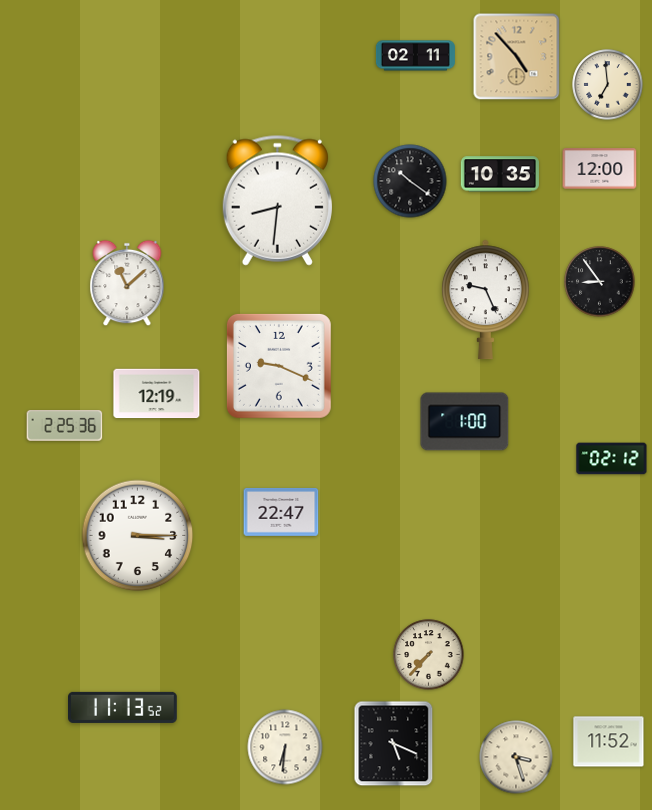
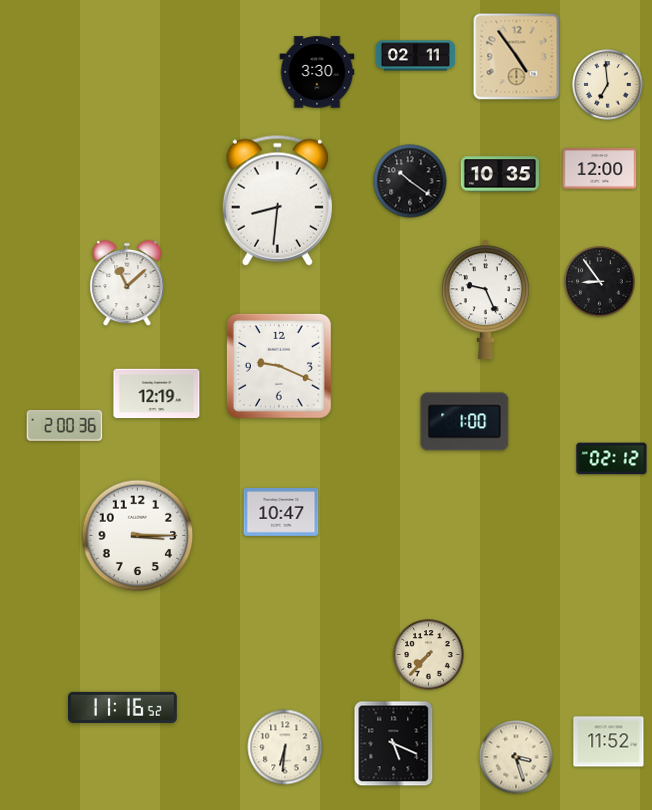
clock at (517, 57): 4:53 -> 4:54
clock at (317, 72): none -> 3:30
clock at (65, 426): 2:25 -> 2:00
clock at (281, 512): 22:47 -> 10:47
clock at (123, 707): 11:13 -> 11:16
